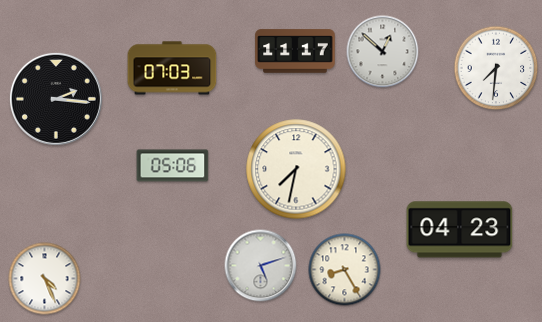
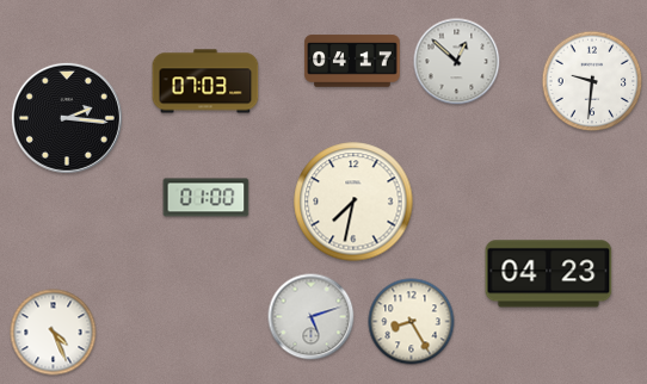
clock at (295, 51): 11:17 -> 04:17
clock at (496, 68): 7:31 -> 9:31
clock at (173, 166): 05:06 -> 01:00
